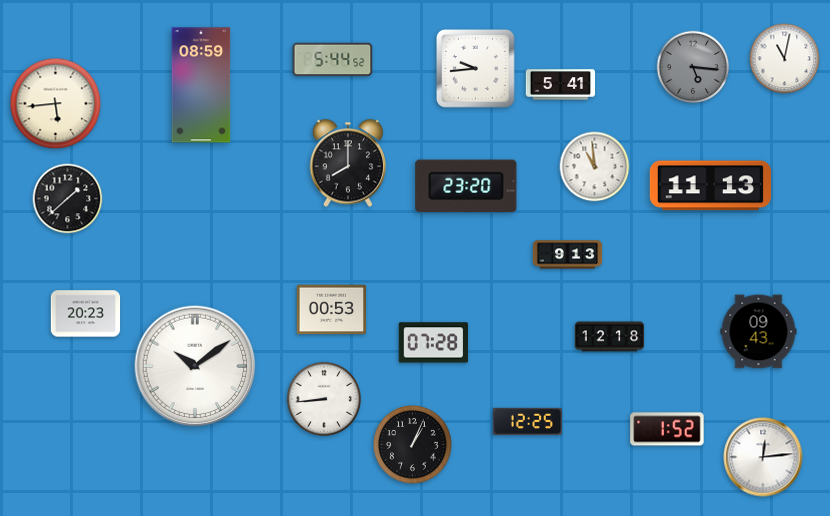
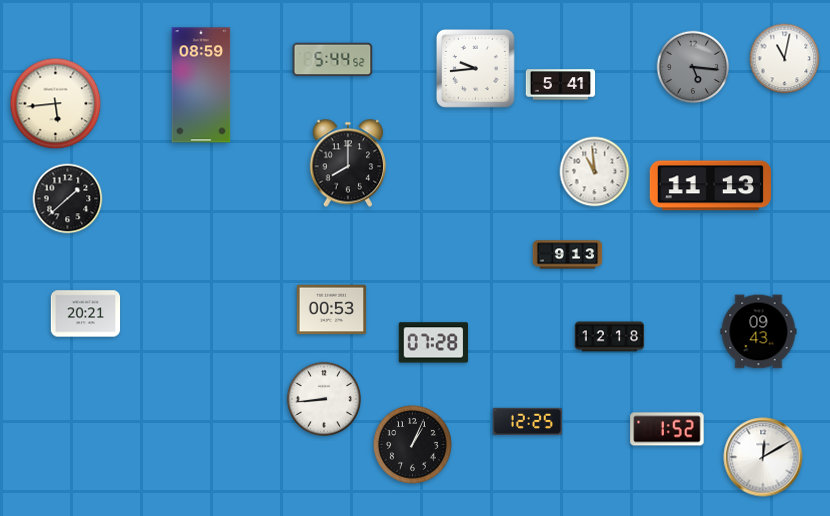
clock at (595, 167) position: (595, 167) -> (595, 172)
clock at (466, 186): 23:20 -> none
clock at (86, 314): 20:23 -> 20:21
clock at (195, 366): 10:09 -> none
clock at (763, 457): 12:14 -> 12:10
